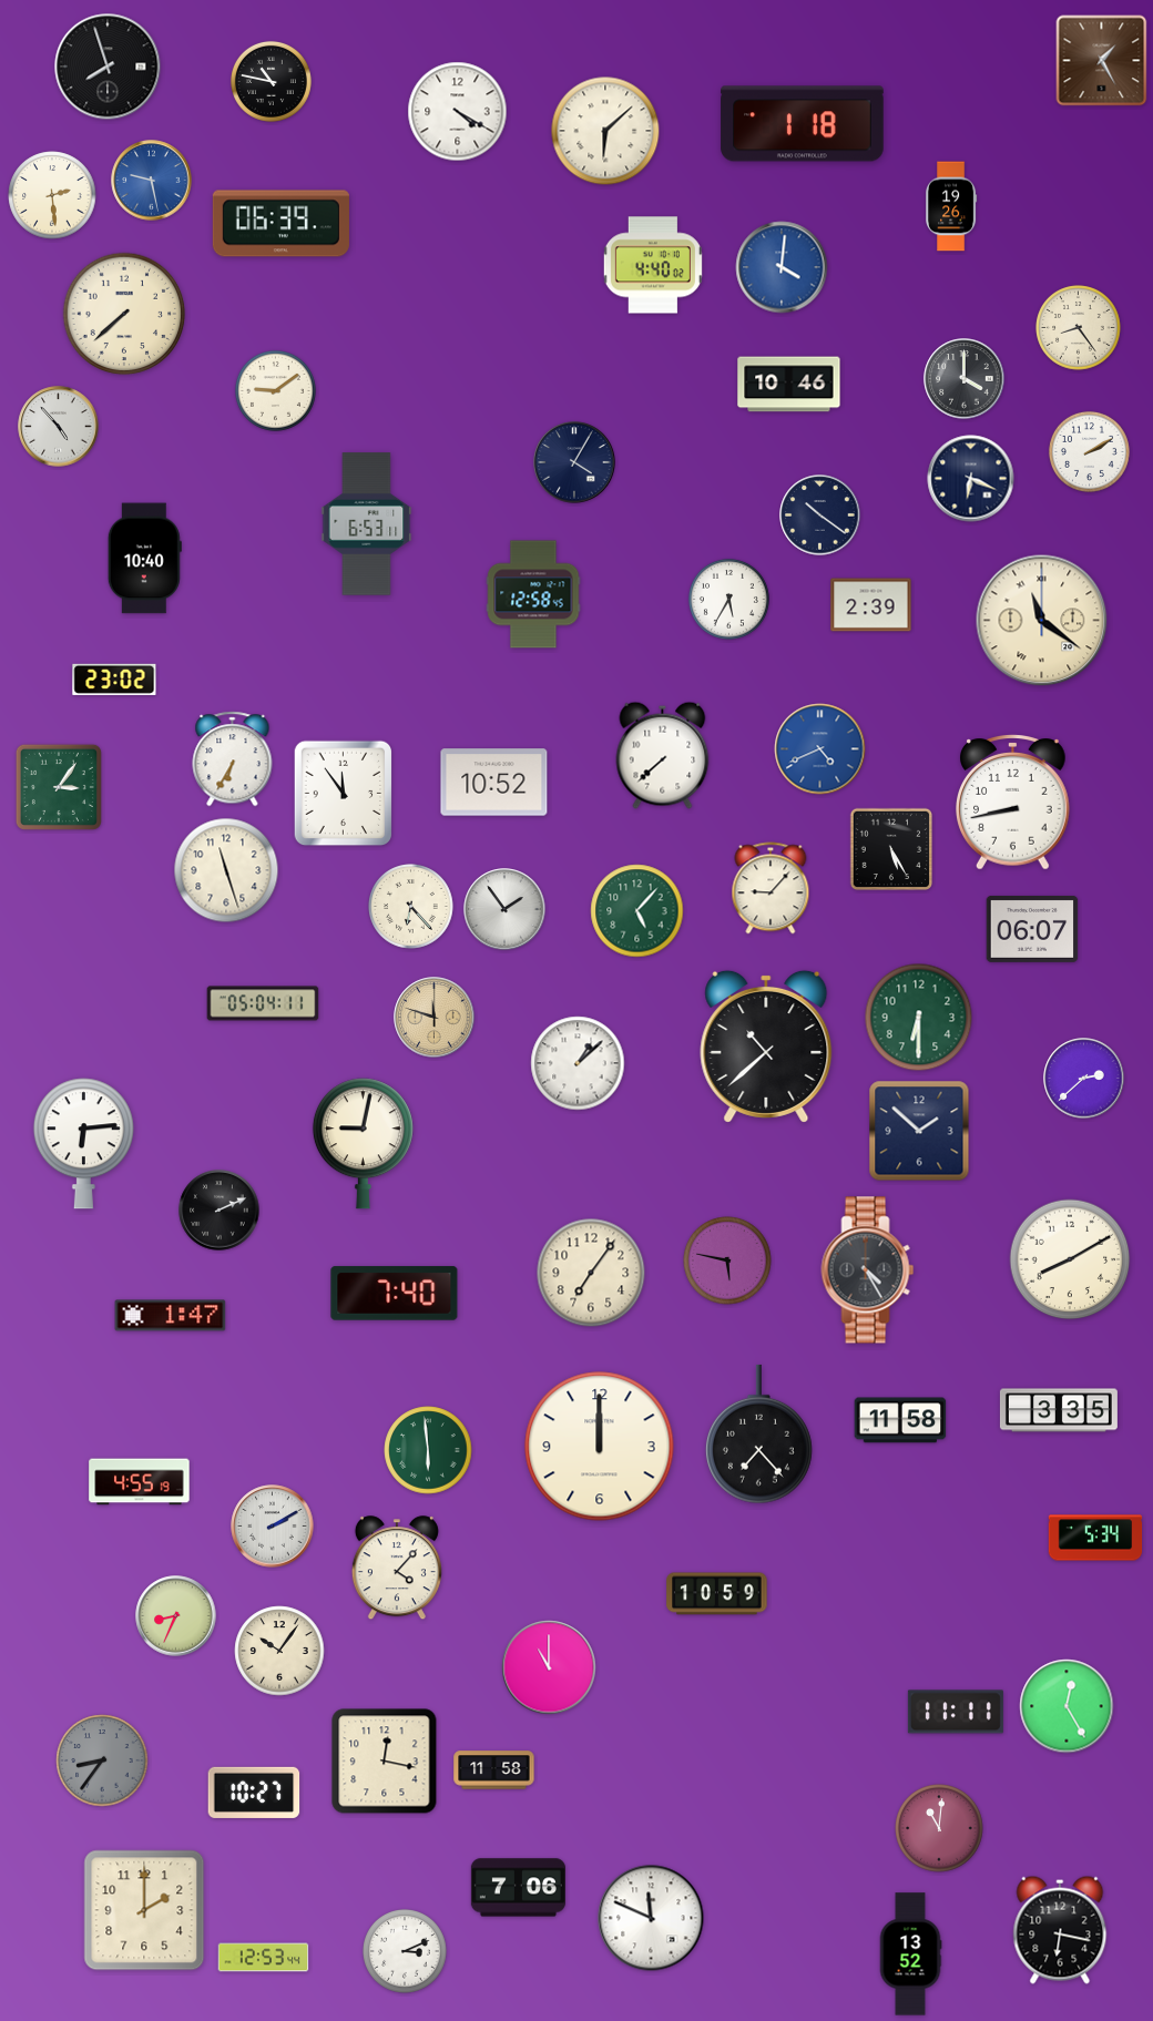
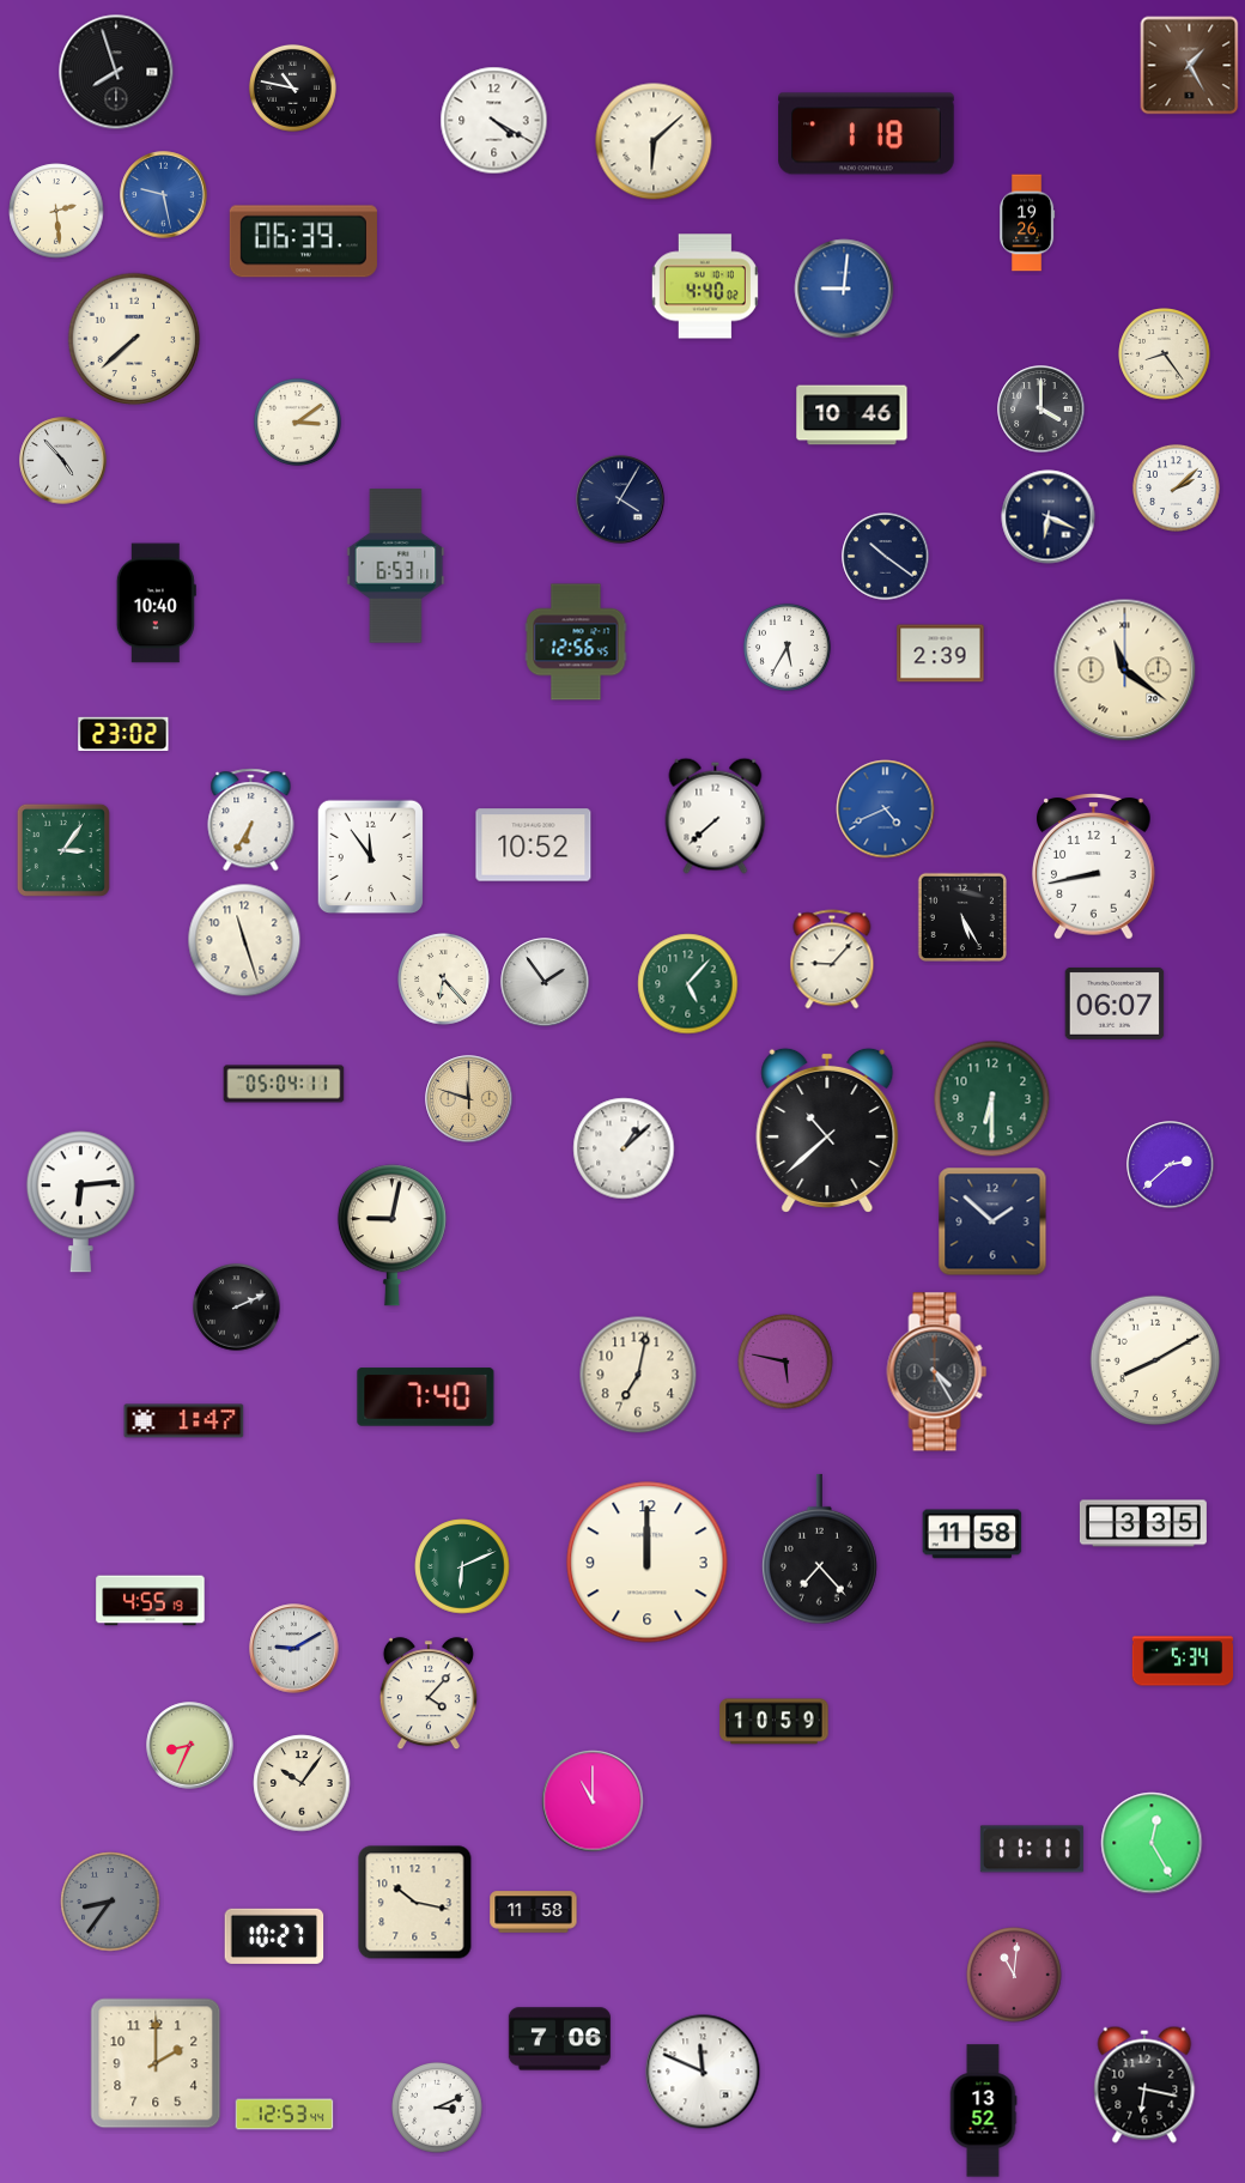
clock at (782, 267): 4:01 -> 9:01
clock at (275, 390): 9:09 -> 3:09
clock at (1089, 451): 2:10 -> 2:08
clock at (533, 594): 12:58 -> 12:56
clock at (83, 1144) position: (83, 1144) -> (80, 1202)
clock at (591, 1273): 7:06 -> 7:02
clock at (428, 1450): 5:59 -> 6:11
clock at (273, 1527): 2:10 -> 9:10
clock at (385, 1762): 12:17 -> 10:17
